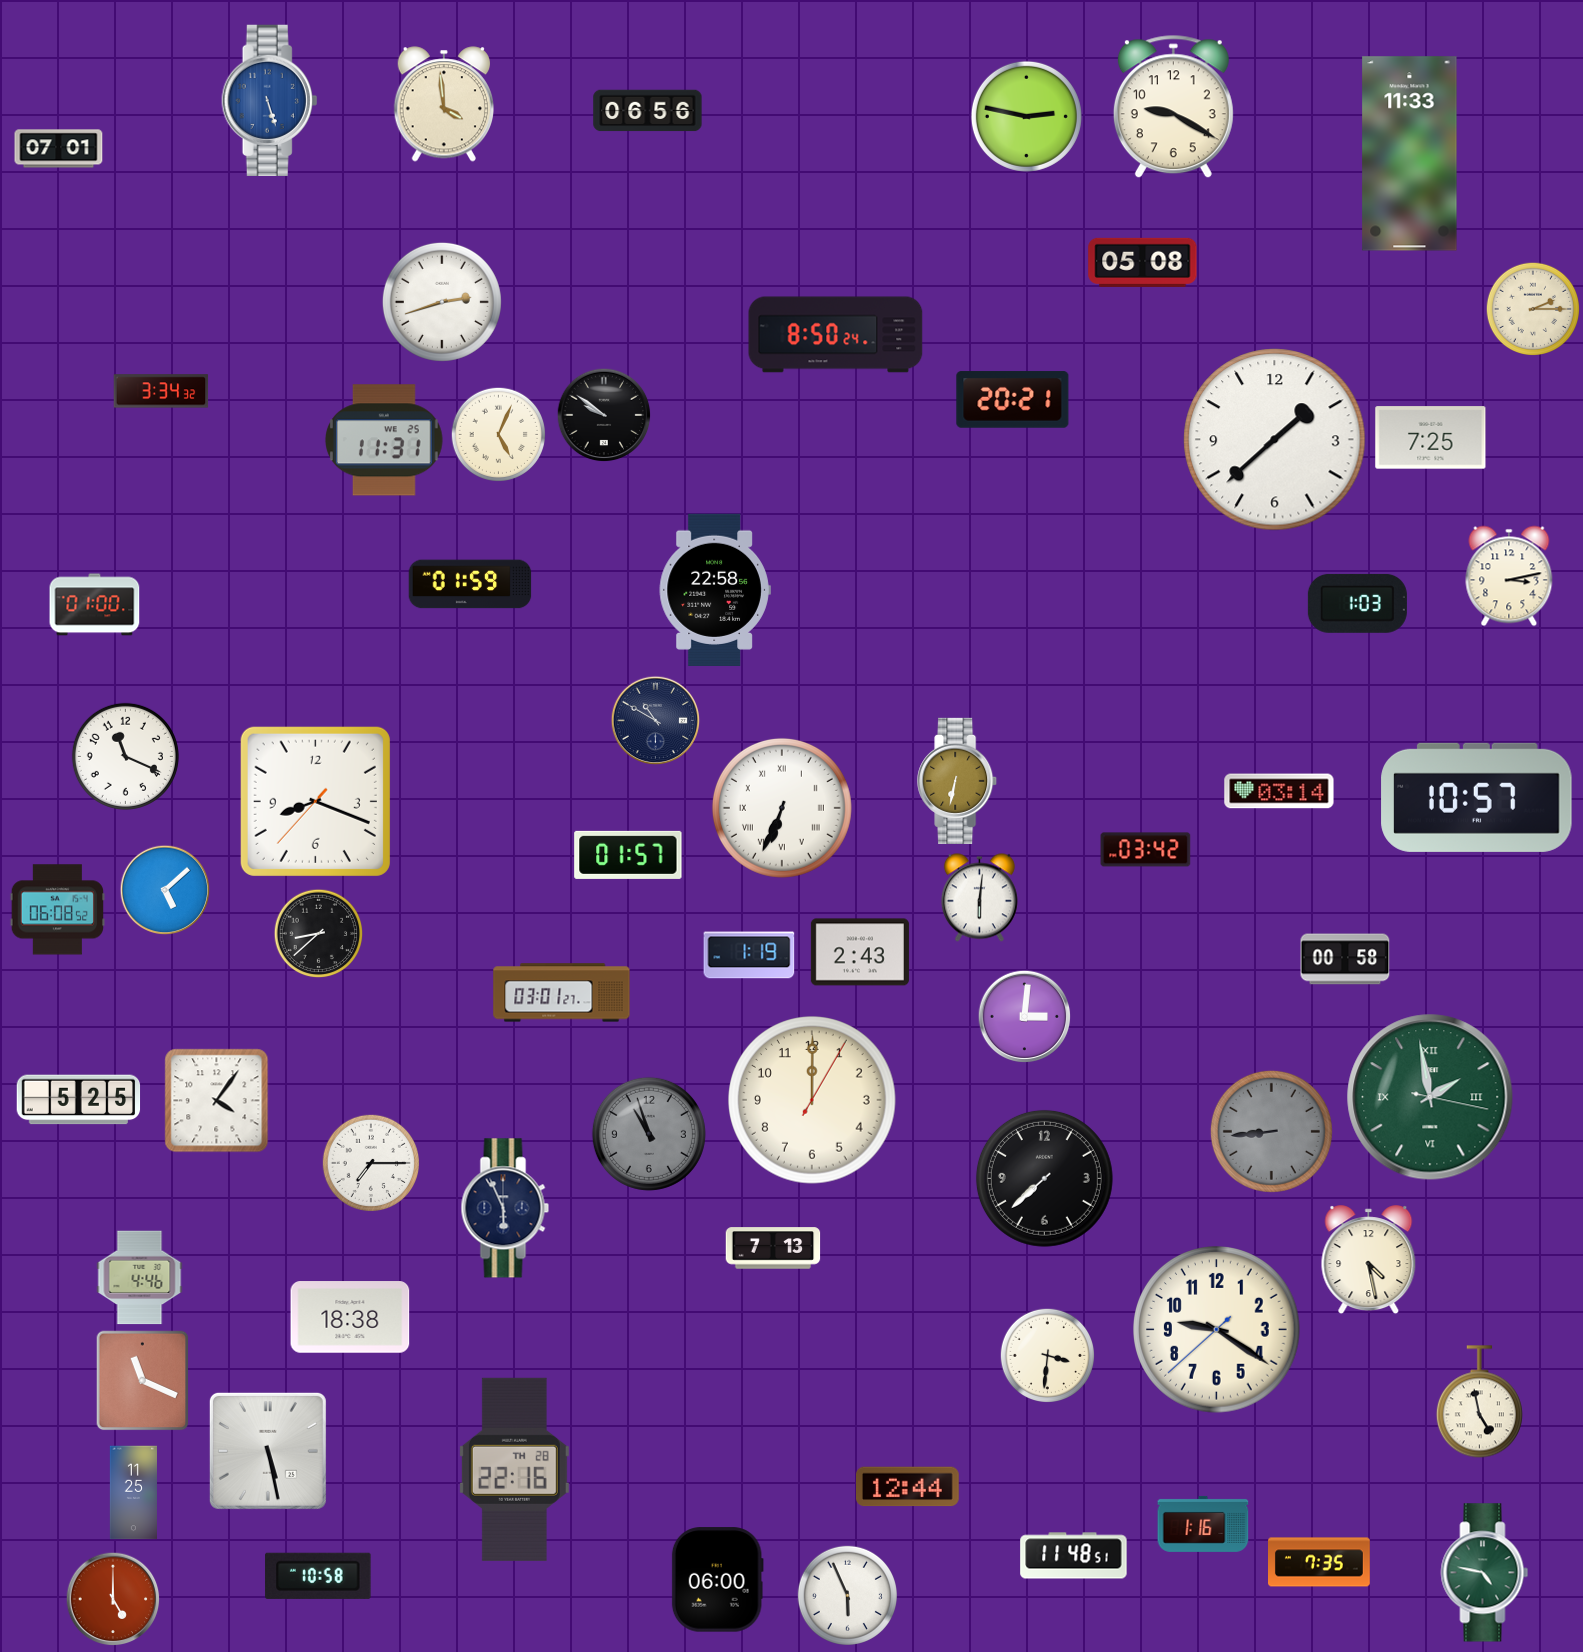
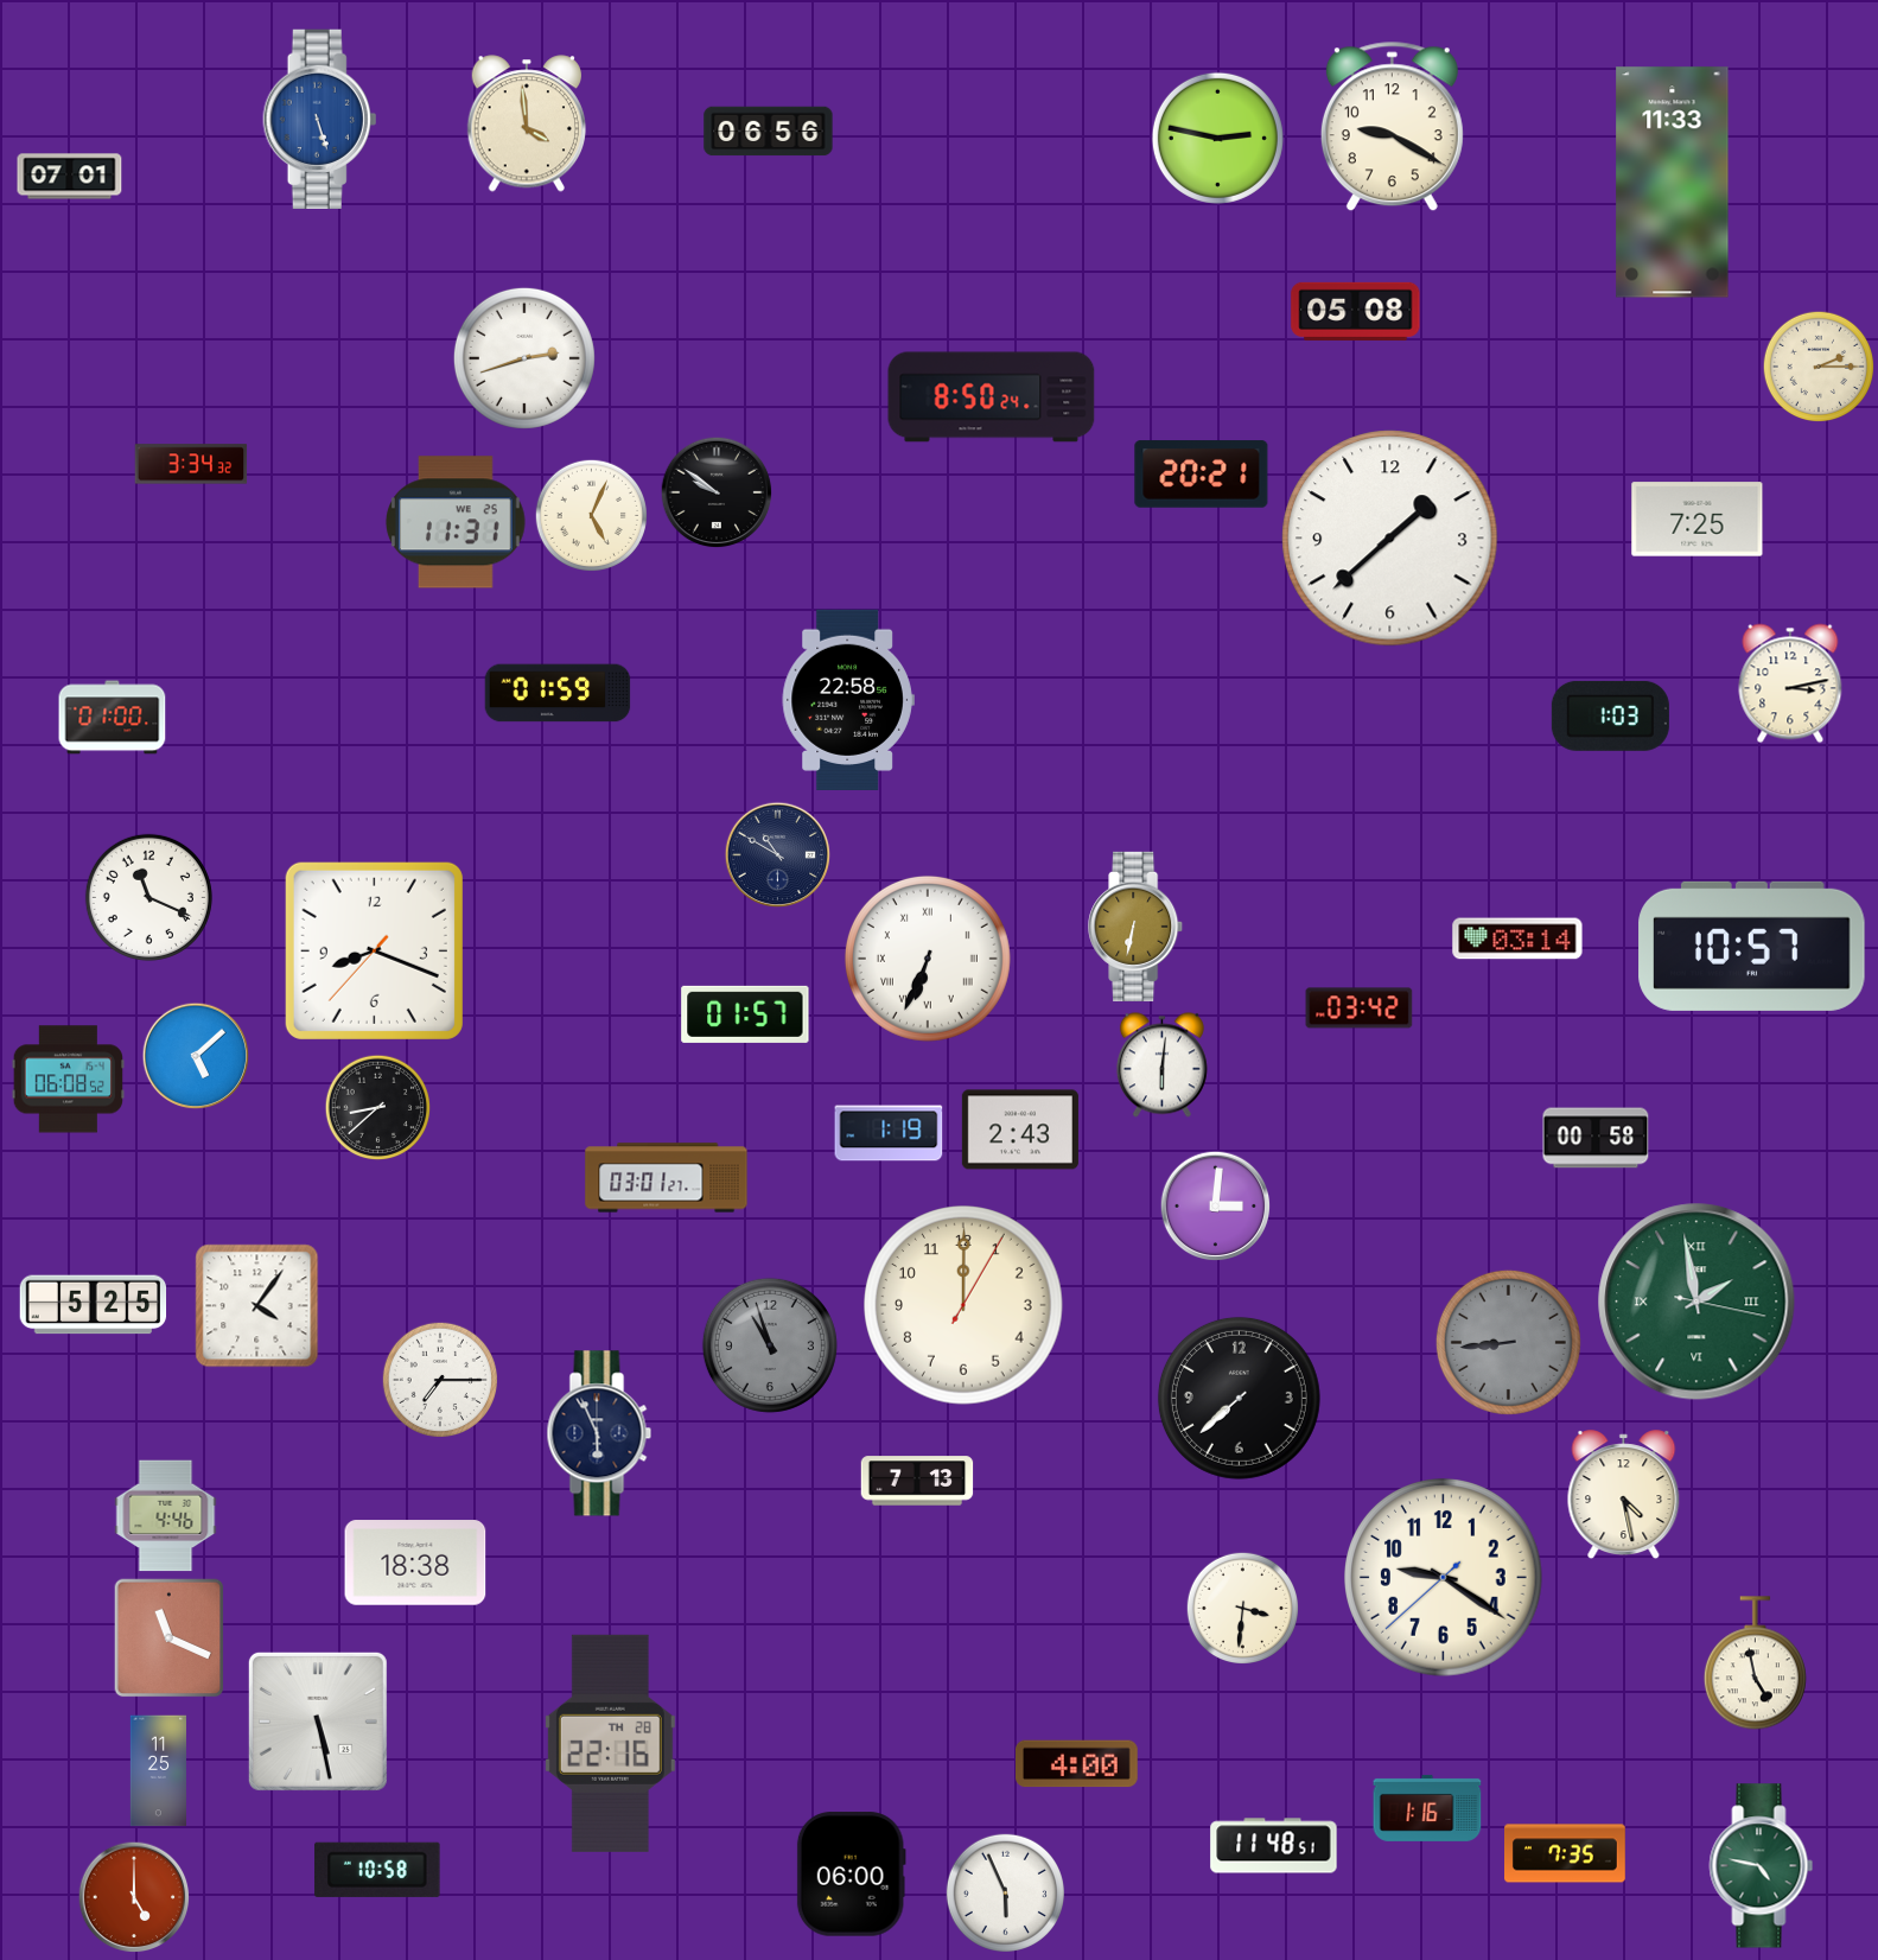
clock at (1275, 440) position: (1275, 440) -> (1390, 539)
clock at (908, 1487): 12:44 -> 4:00
